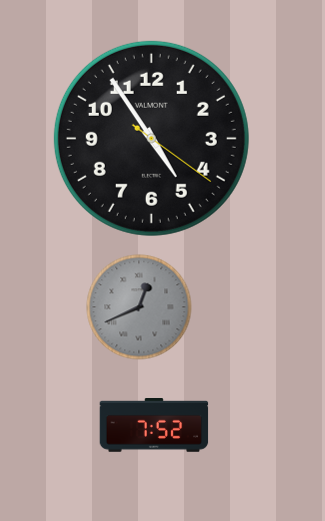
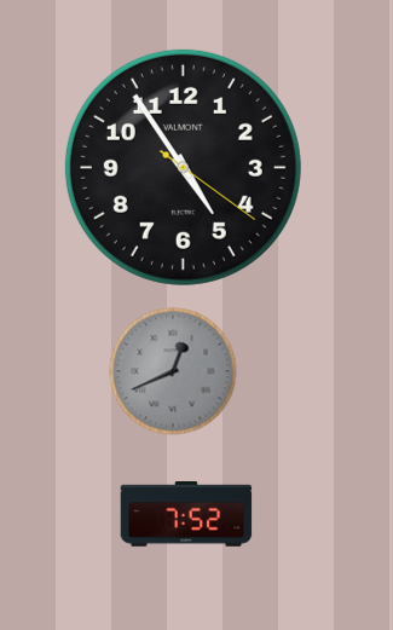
clock at (139, 307) position: (139, 307) -> (173, 371)
